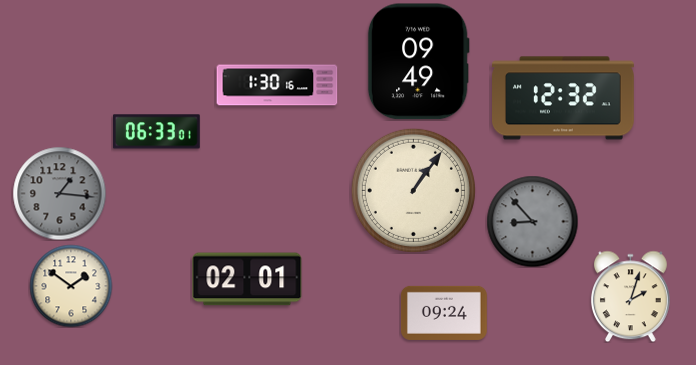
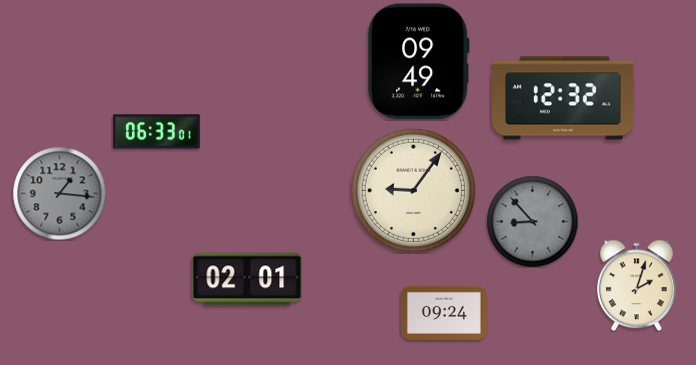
clock at (277, 85): 1:30 -> none
clock at (413, 190): 1:06 -> 9:06
clock at (71, 286): 1:51 -> none
clock at (630, 296) position: (630, 296) -> (636, 285)
